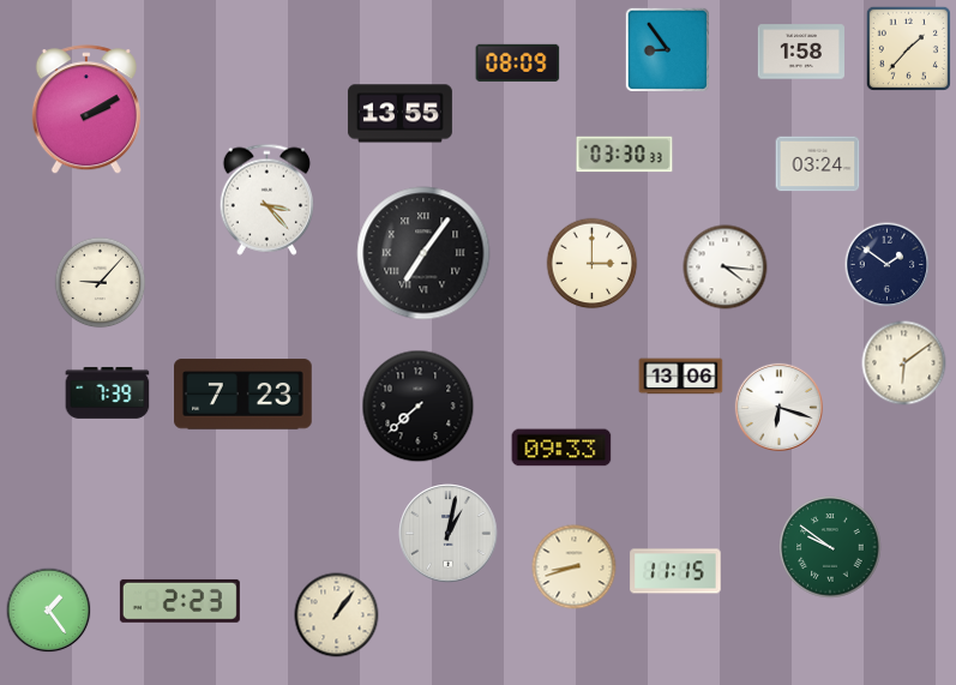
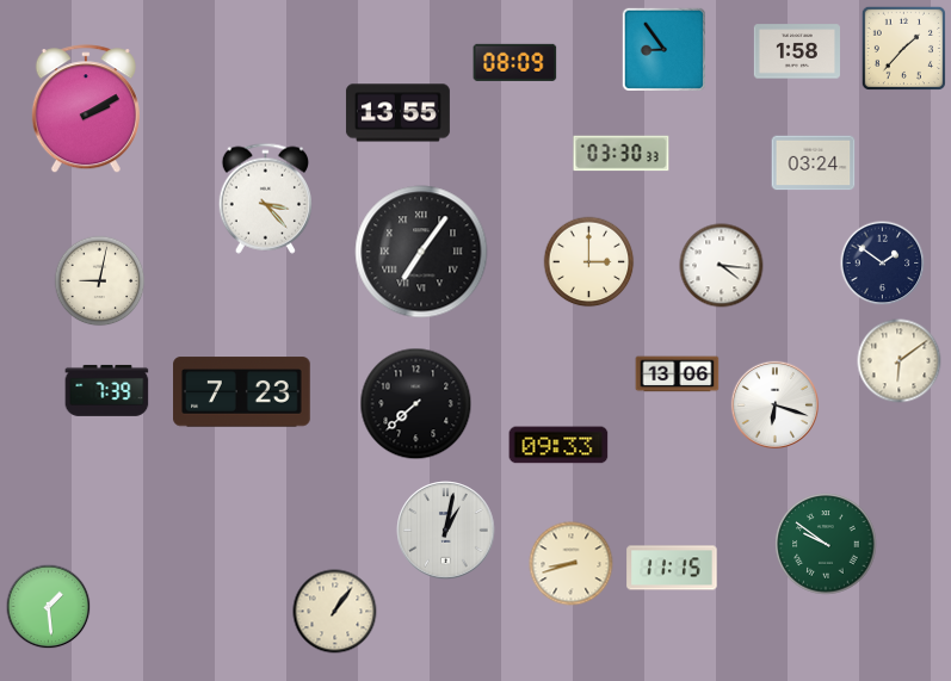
clock at (101, 283): 9:07 -> 9:02
clock at (180, 601): 2:23 -> none
clock at (49, 611): 1:24 -> 1:29
